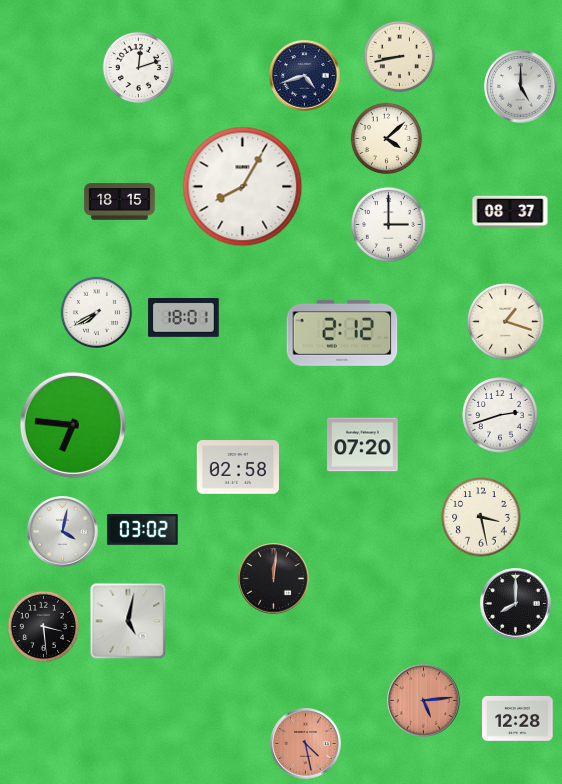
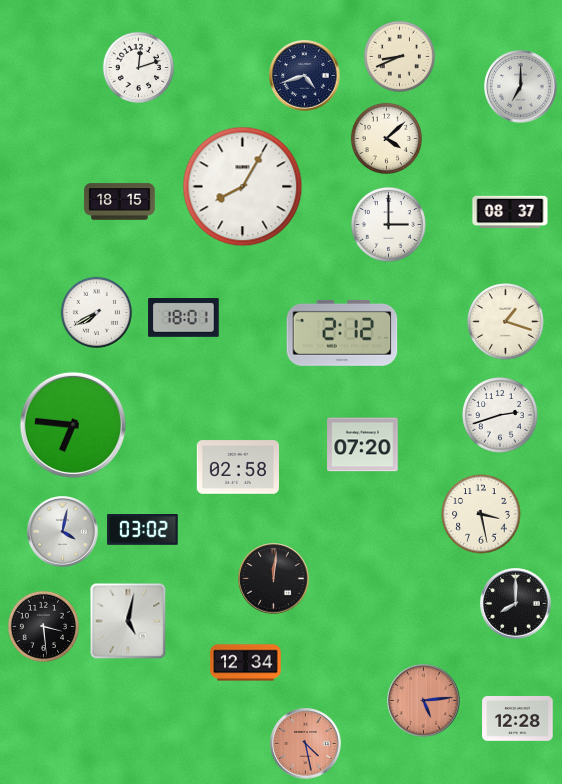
clock at (399, 56): 8:43 -> 8:41
clock at (521, 87): 5:00 -> 7:00
clock at (481, 517) position: (481, 517) -> (481, 514)
clock at (246, 663): none -> 12:34
